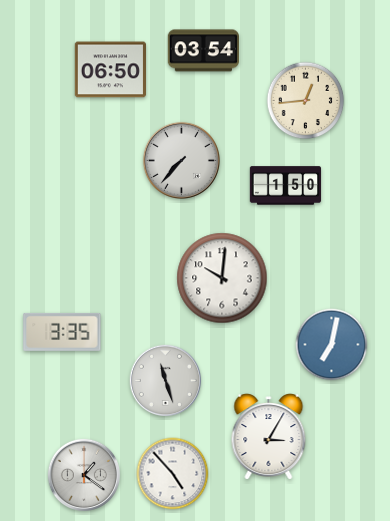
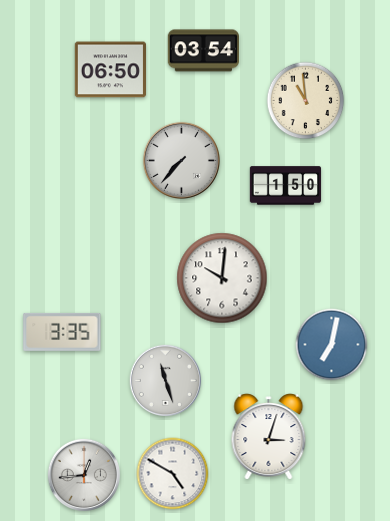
clock at (306, 101): 12:44 -> 10:59
clock at (269, 437): 3:05 -> 3:03
clock at (173, 474): 4:53 -> 4:50
clock at (84, 475): 1:21 -> 12:44
